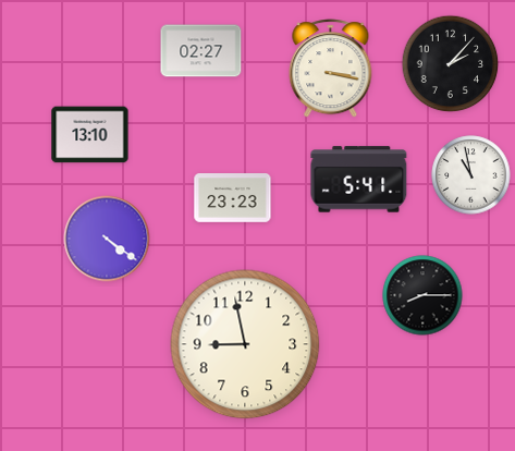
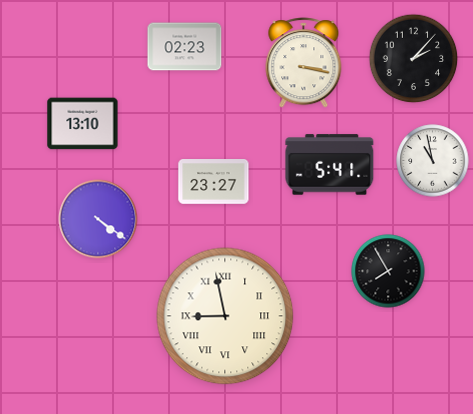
clock at (201, 51): 02:27 -> 02:23
clock at (233, 198): 23:23 -> 23:27
clock at (422, 295): 8:15 -> 7:55
clock at (245, 344) numerals: Arabic -> Roman
